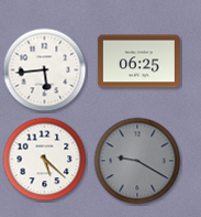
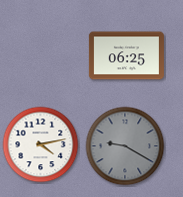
clock at (45, 70): 5:44 -> none
clock at (45, 160): 5:22 -> 4:13
